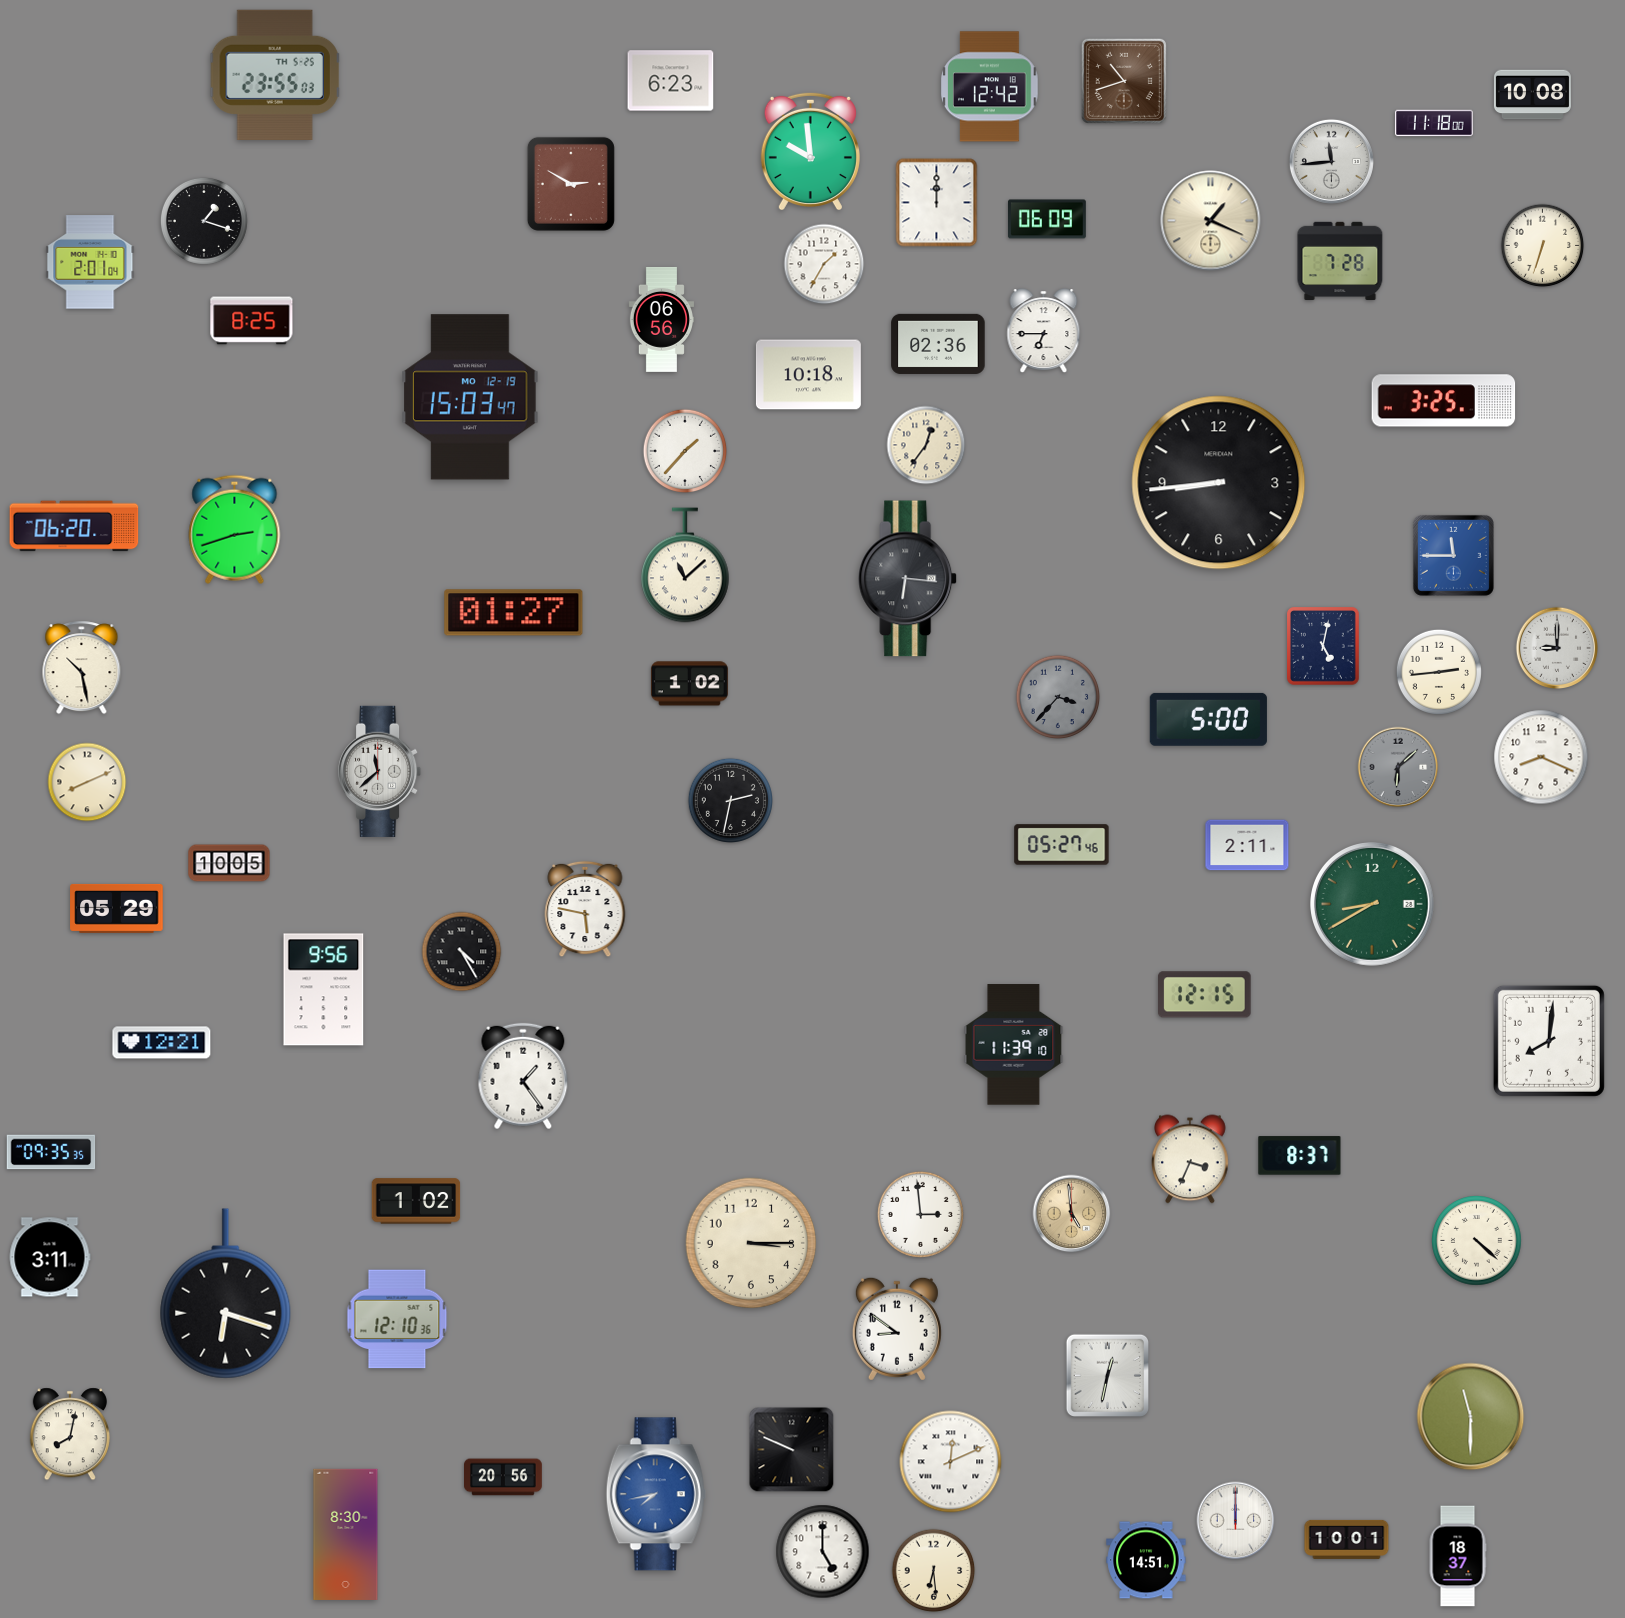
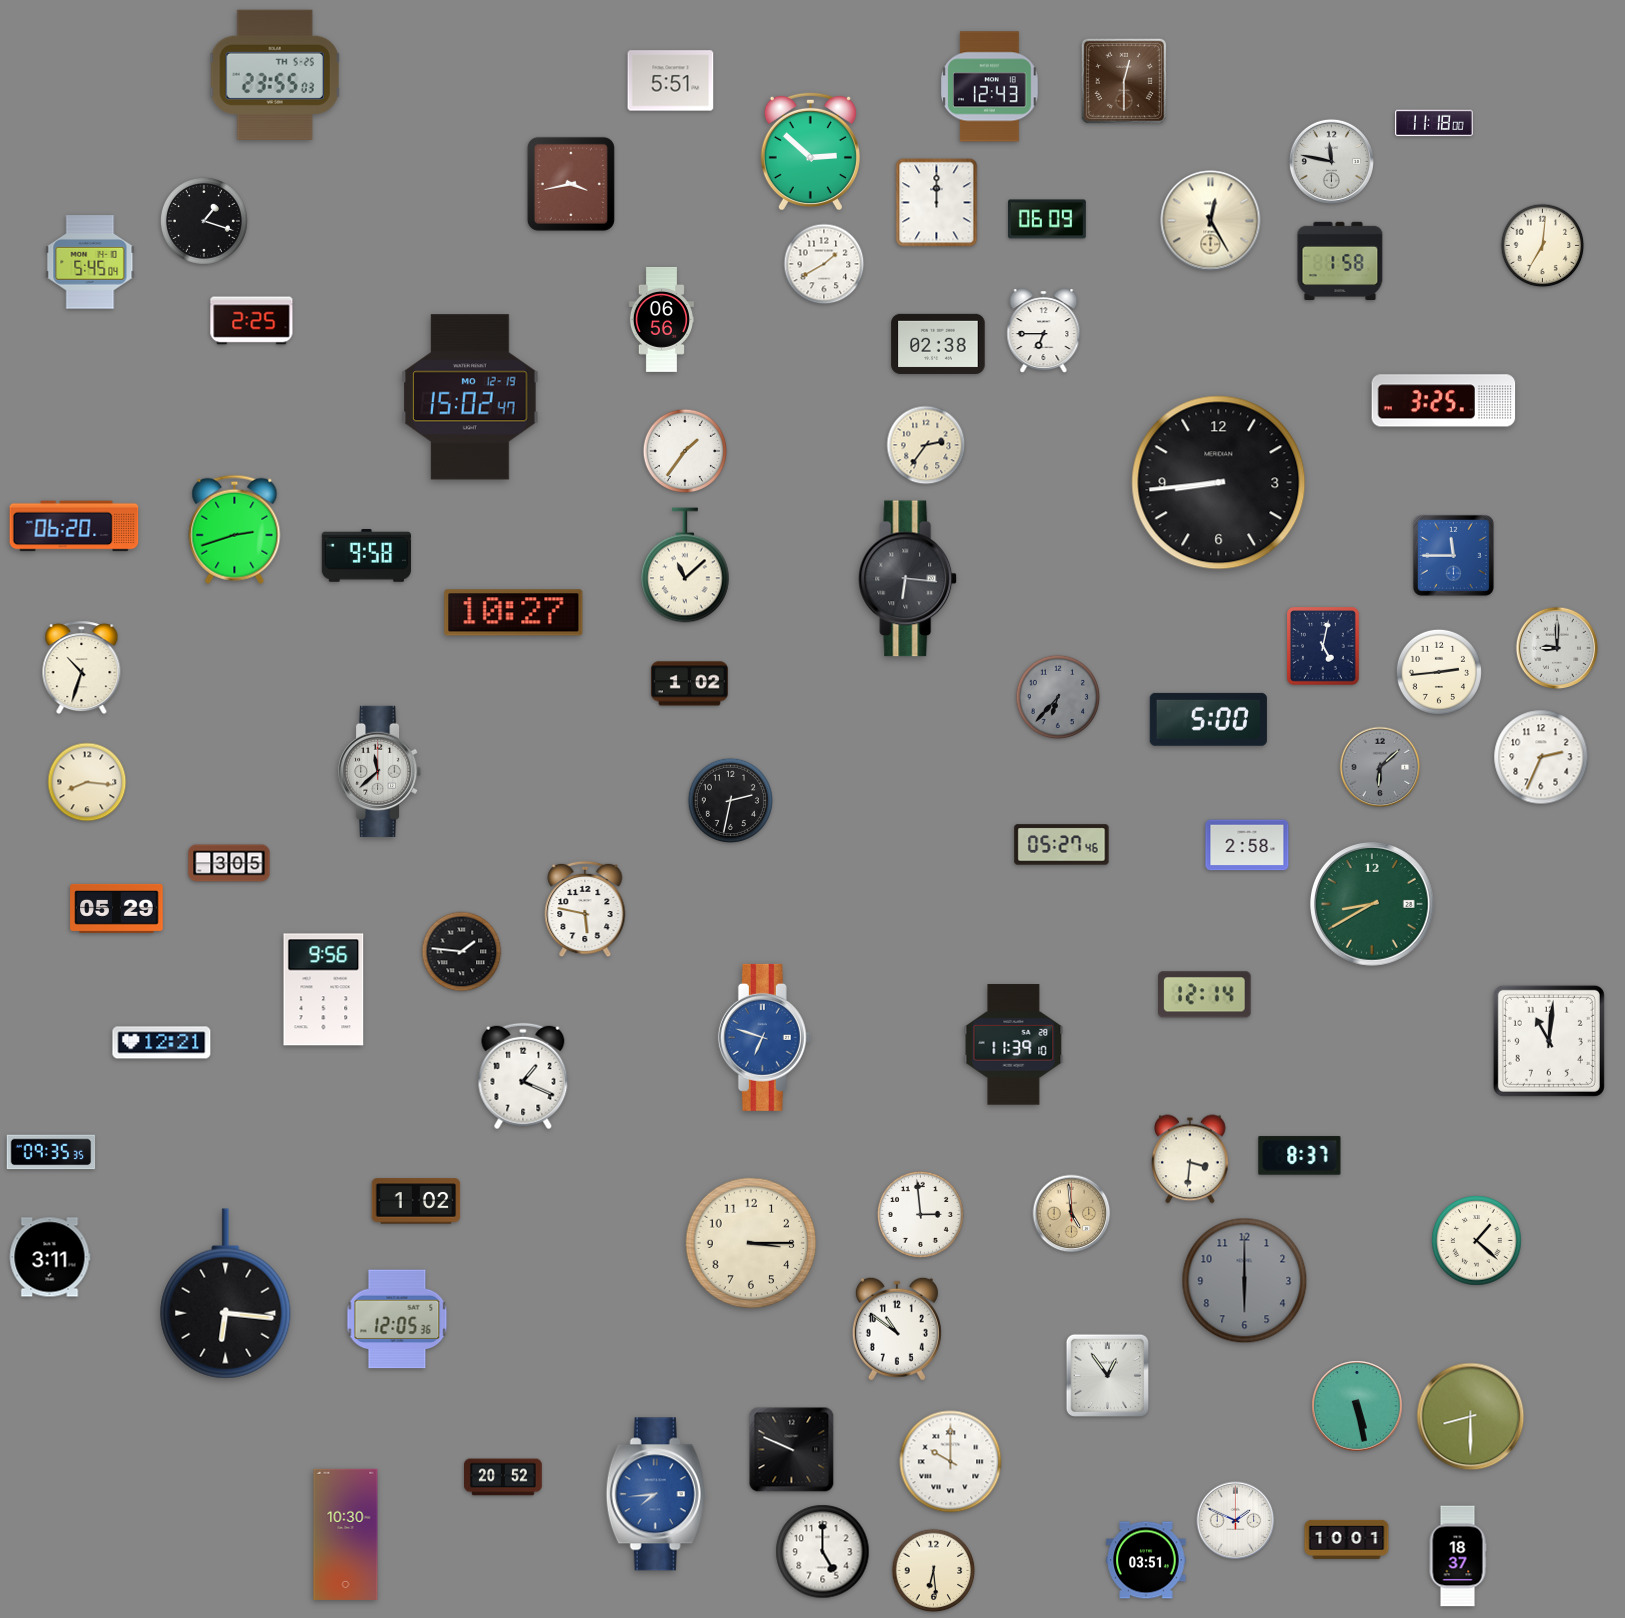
clock at (671, 81): 6:23 -> 5:51
clock at (1124, 81): 10:42 -> 12:30
clock at (990, 87): 12:42 -> 12:43
clock at (1532, 95): 10:08 -> none
clock at (810, 151): 9:59 -> 2:52
clock at (1331, 161): 11:44 -> 11:47
clock at (571, 184): 2:50 -> 3:43
clock at (1211, 221): 1:19 -> 12:25
clock at (1543, 246): 6:33 -> 7:01
clock at (1340, 261): 7:28 -> 1:58
clock at (90, 262): 2:01 -> 5:45
clock at (824, 264): 1:35 -> 1:40
clock at (252, 321): 8:25 -> 2:25
clock at (938, 344): 02:36 -> 02:38
clock at (808, 375): 10:18 -> none
clock at (470, 397): 15:03 -> 15:02
clock at (926, 445): 12:36 -> 2:36
clock at (685, 451): 1:37 -> 1:36
clock at (366, 556): none -> 9:58
clock at (514, 613): 01:27 -> 10:27
clock at (82, 668): 10:28 -> 10:33
clock at (1058, 697): 3:37 -> 6:37
clock at (1541, 757): 8:19 -> 2:34
clock at (1398, 767) position: (1398, 767) -> (1380, 767)
clock at (87, 782): 8:11 -> 8:16
clock at (1247, 845): 2:11 -> 2:58
clock at (229, 863): 10:05 -> 3:05
clock at (462, 952): 4:25 -> 1:46
clock at (1205, 995): 12:15 -> 12:14
clock at (764, 1037): none -> 6:48
clock at (1549, 1041): 8:01 -> 11:01
clock at (523, 1076): 1:24 -> 1:19
clock at (1191, 1159): 3:34 -> 3:31
clock at (1477, 1241): 4:22 -> 1:22
clock at (1245, 1281): none -> 6:00
clock at (226, 1294): 6:18 -> 6:16
clock at (397, 1319): 12:10 -> 12:05
clock at (897, 1329): 8:51 -> 10:51
clock at (1108, 1376): 12:32 -> 12:54
clock at (1357, 1406): none -> 5:28
clock at (1471, 1417): 11:30 -> 8:30
clock at (70, 1434): 8:02 -> none
clock at (951, 1462): 12:11 -> 10:00
clock at (504, 1477): 20:56 -> 20:52
clock at (656, 1494): 7:43 -> 7:44
clock at (1236, 1521): 12:00 -> 1:49
clock at (346, 1534): 8:30 -> 10:30
clock at (1146, 1560): 14:51 -> 03:51
